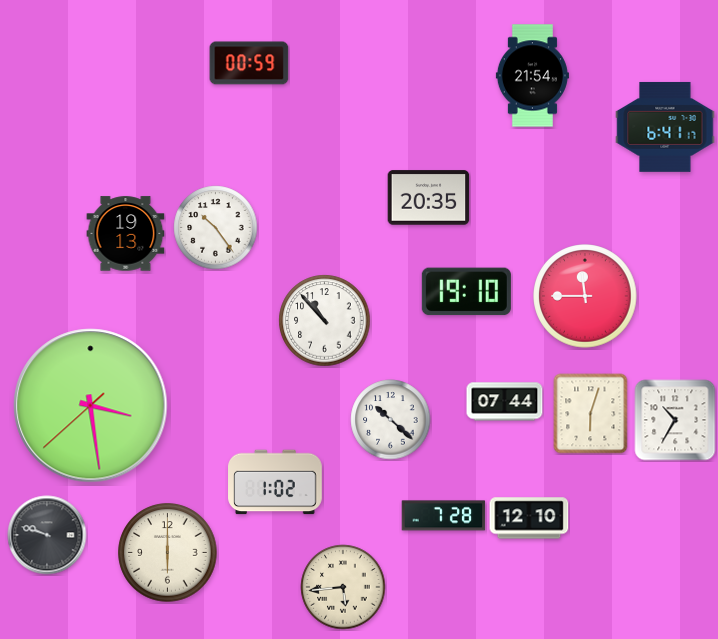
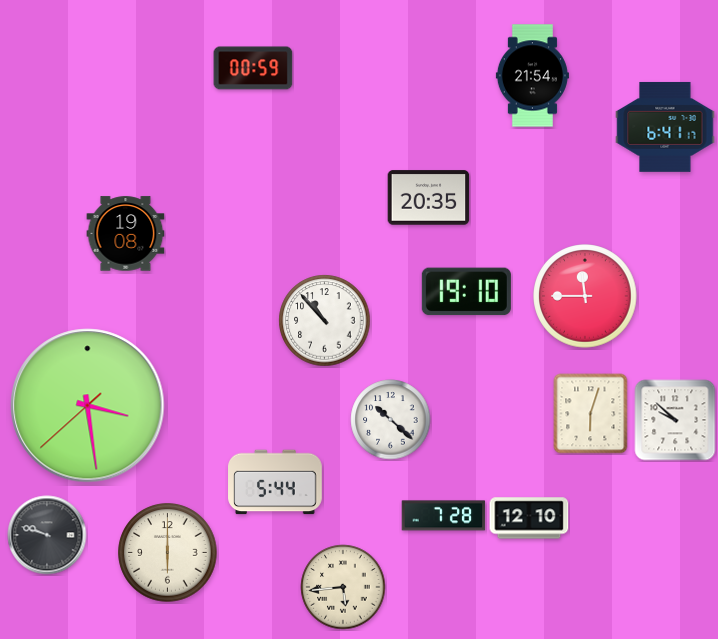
clock at (249, 63) position: (249, 63) -> (253, 68)
clock at (216, 228): 10:24 -> none
clock at (126, 234): 19:13 -> 19:08
clock at (505, 402): 07:44 -> none
clock at (91, 406) position: (91, 406) -> (88, 406)
clock at (675, 420): 10:35 -> 9:52
clock at (275, 482): 1:02 -> 5:44
